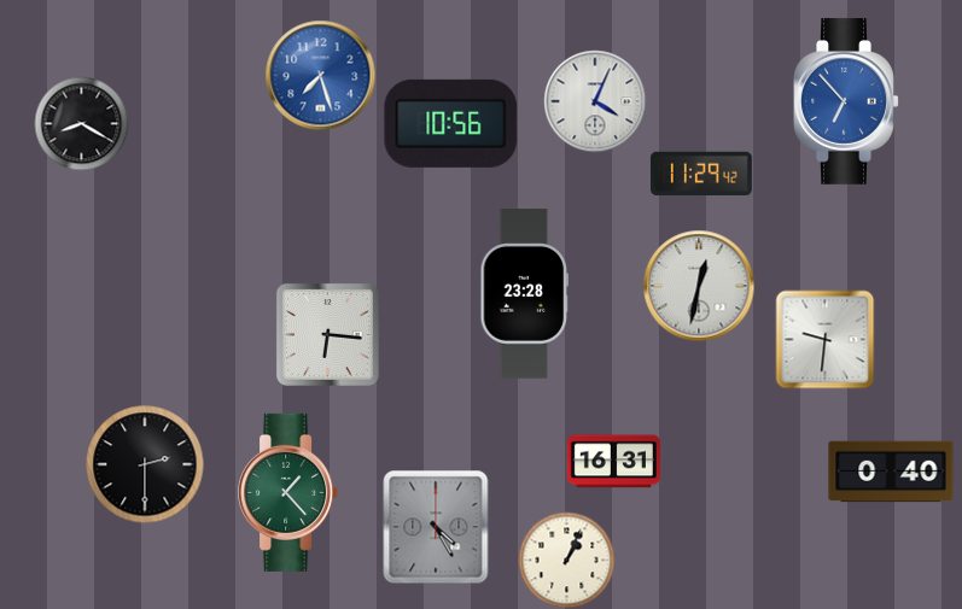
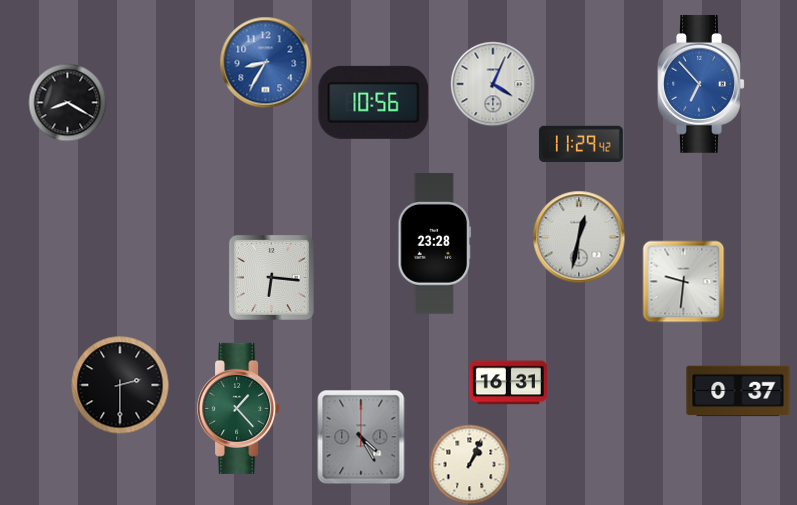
clock at (320, 75): 7:27 -> 8:35
clock at (891, 472): 0:40 -> 0:37
